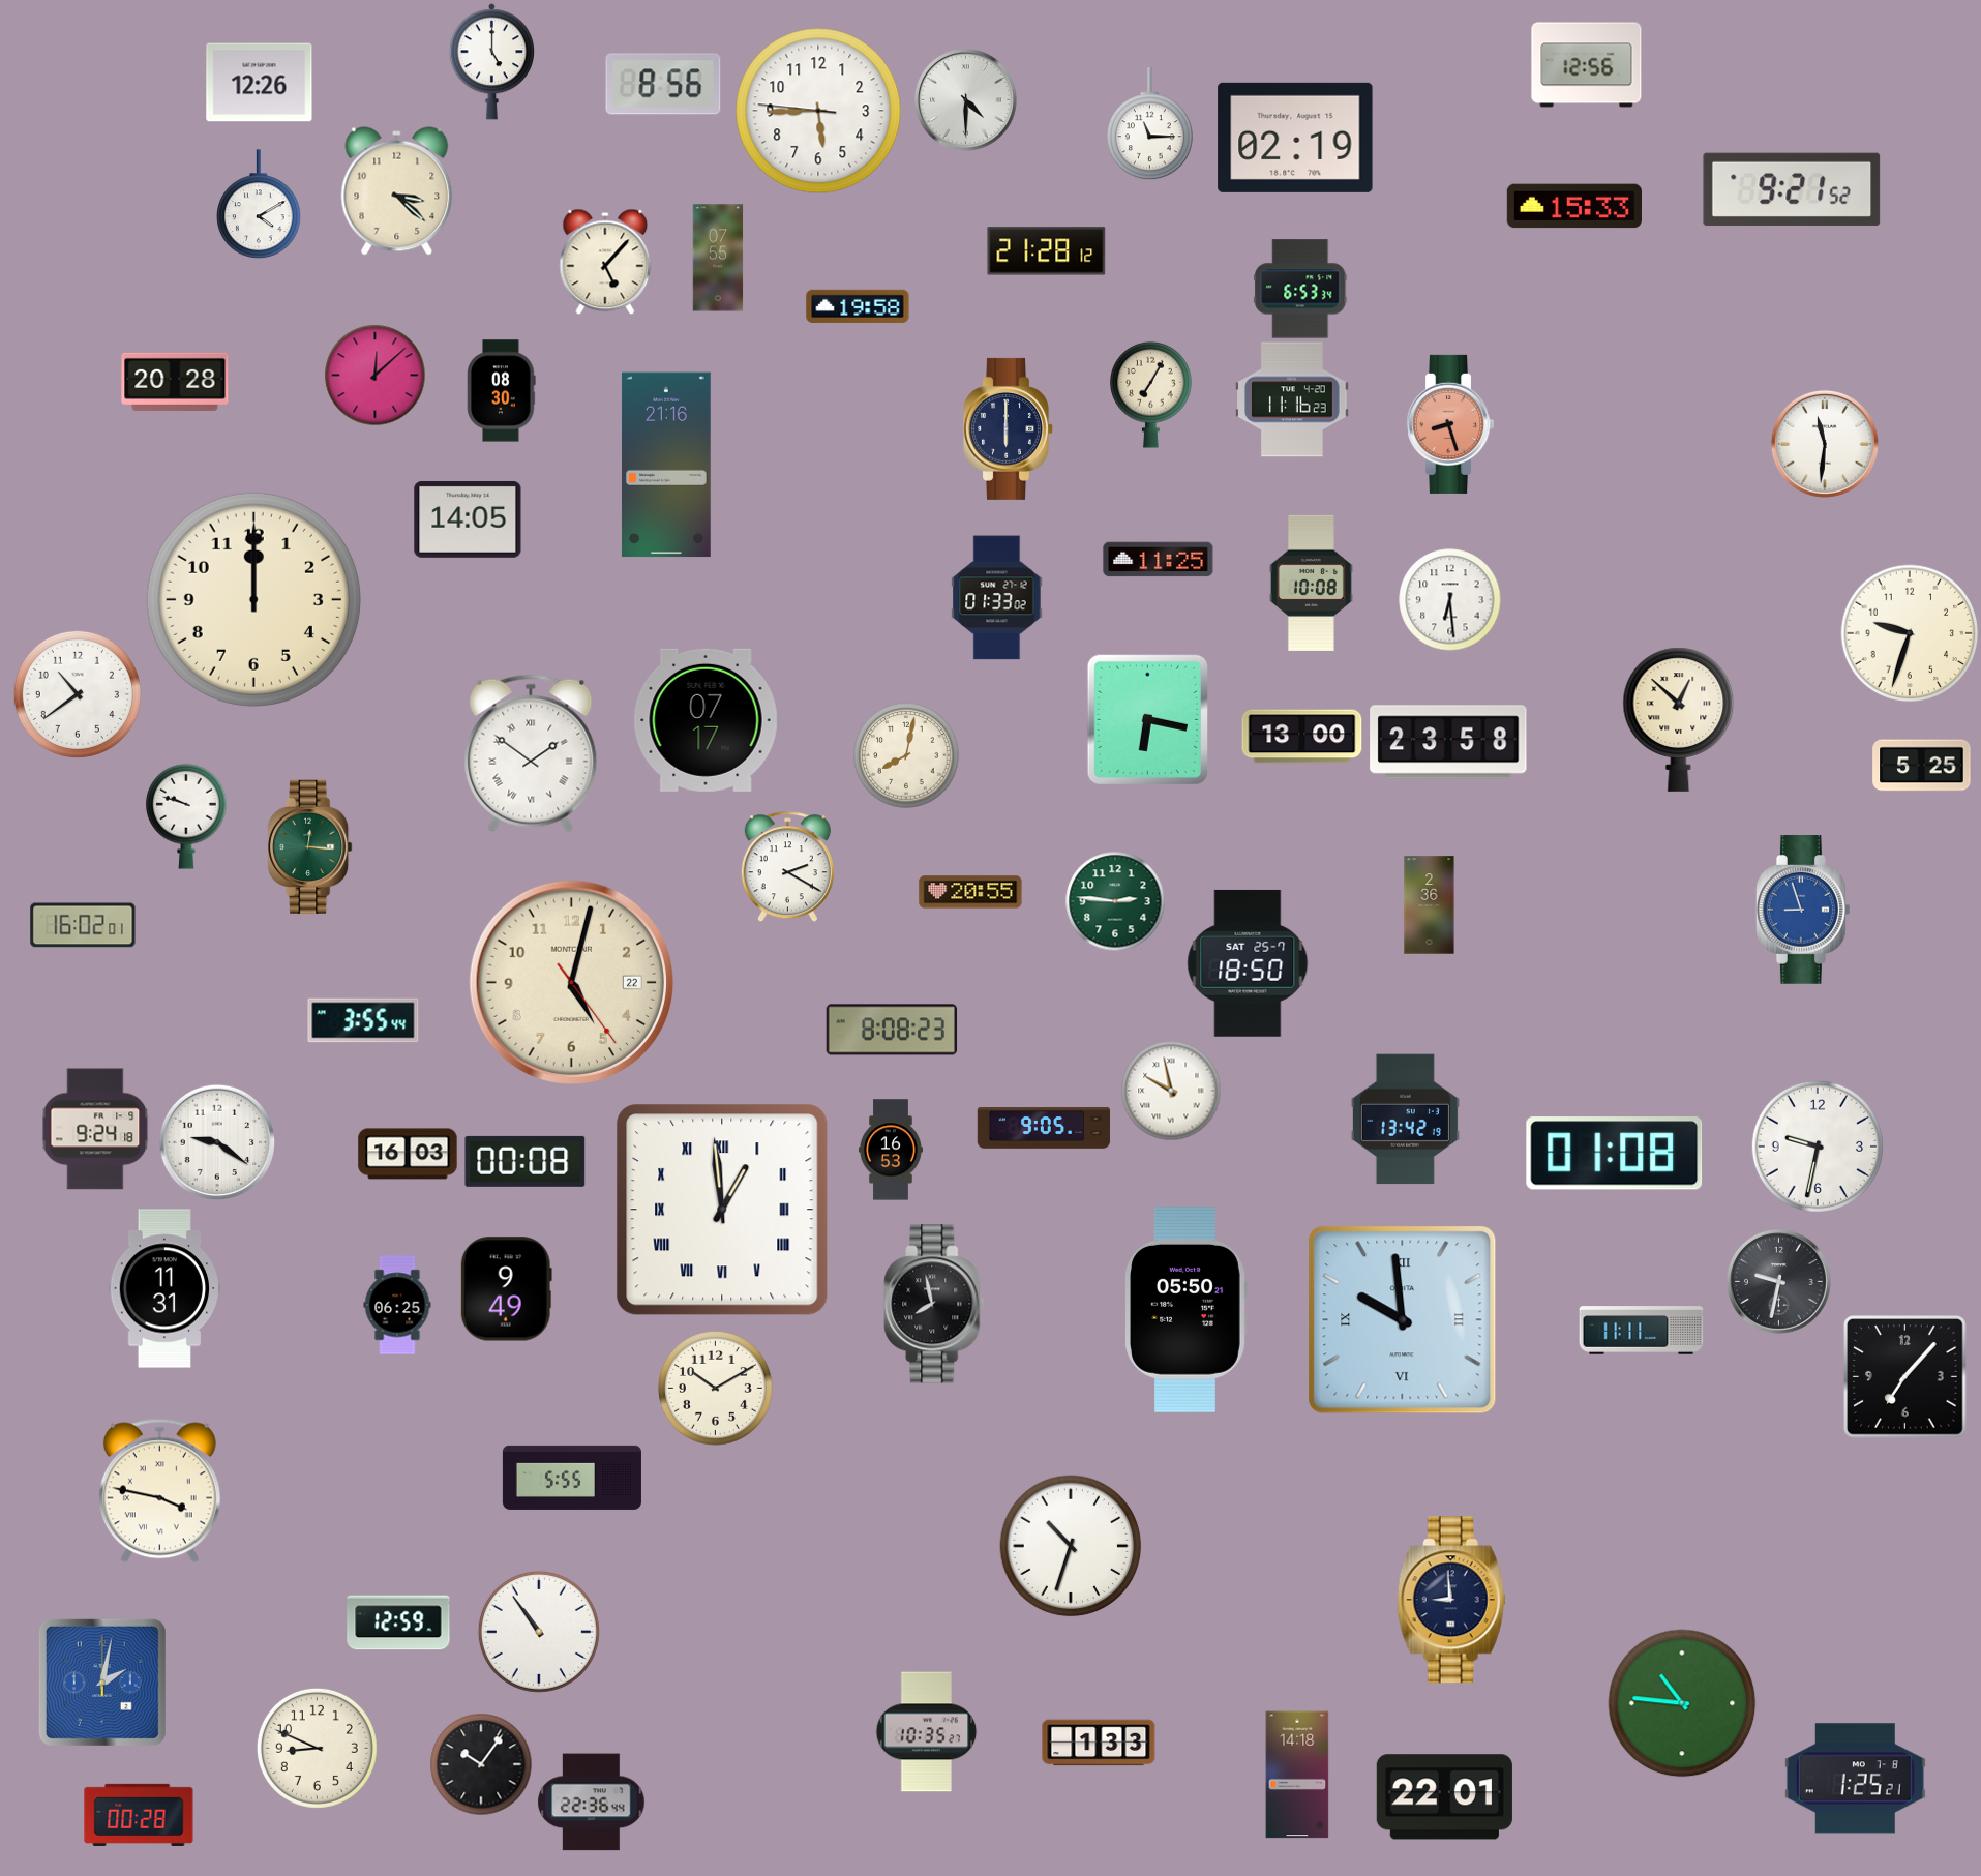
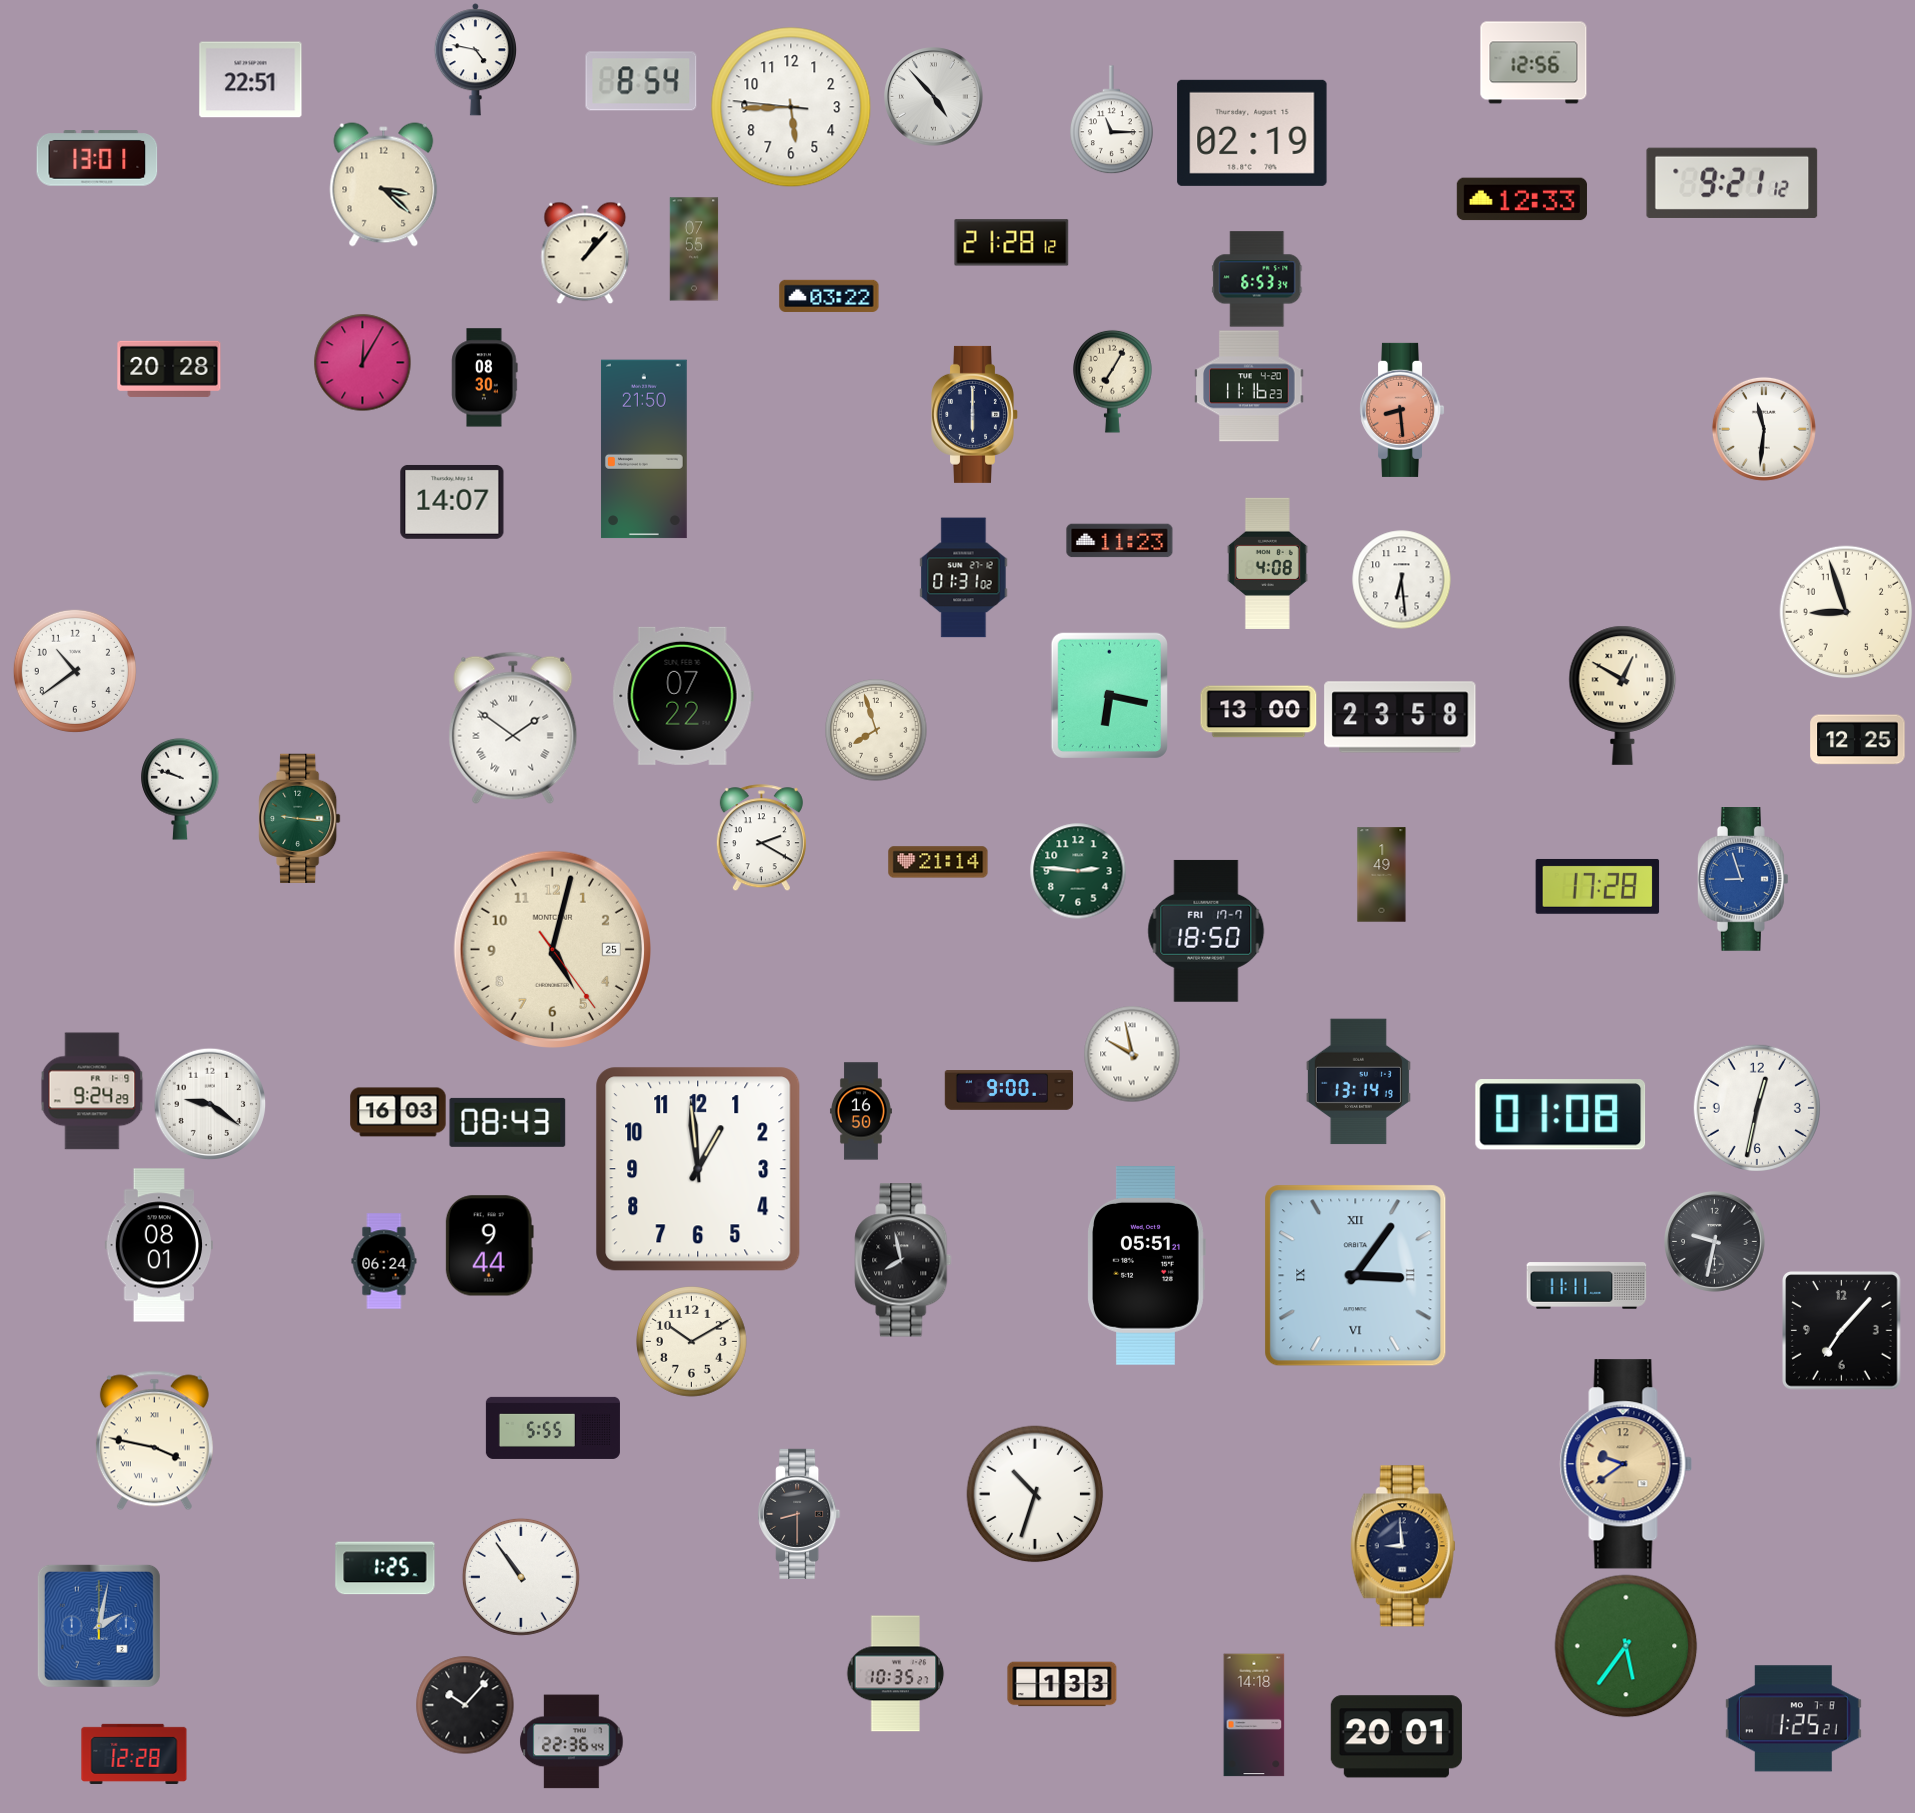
clock at (491, 62): 5:00 -> 4:47
clock at (260, 83): 12:26 -> 22:51
clock at (663, 84): 8:56 -> 8:54
clock at (966, 100): 4:30 -> 4:53
clock at (97, 158): none -> 13:01
clock at (1792, 189): 9:21:52 -> 9:21:12
clock at (259, 204): 4:10 -> none
clock at (1574, 206): 15:33 -> 12:33
clock at (605, 262): 5:07 -> 1:07
clock at (858, 306): 19:58 -> 03:22
clock at (374, 375): 12:08 -> 12:05
clock at (1450, 424): 8:27 -> 8:29
clock at (666, 465): 21:16 -> 21:50
clock at (468, 519): 14:05 -> 14:07
clock at (1159, 560): 11:25 -> 11:23
clock at (1311, 583): 10:08 -> 4:08
clock at (997, 598): 01:33 -> 01:31
clock at (253, 599): 12:00 -> none
clock at (1910, 633): 9:33 -> 8:57
clock at (1679, 719): 12:52 -> 12:50
clock at (707, 720): 07:17 -> 07:22
clock at (906, 755): 8:02 -> 7:57
clock at (1922, 766): 5:25 -> 12:25
clock at (310, 846): 12:16 -> 9:16
clock at (970, 892): 20:55 -> 21:14
clock at (1430, 905): 2:36 -> 1:49
clock at (1598, 886): none -> 17:28
clock at (83, 925): 16:02 -> none
clock at (1248, 963) date: SAT 25-7 -> FRI 17-7
clock at (571, 982) date: 22 -> 25
clock at (363, 1020): 3:55 -> none
clock at (892, 1030): 8:08 -> none
clock at (1405, 1120): 13:42 -> 13:14
clock at (1044, 1128): 9:05 -> 9:00
clock at (95, 1129): 9:24:18 -> 9:24:29
clock at (1818, 1147): 9:32 -> 12:32
clock at (891, 1150): 16:53 -> 16:50
clock at (408, 1154) position: (408, 1154) -> (398, 1112)
clock at (526, 1161): 00:08 -> 08:43
clock at (722, 1210) numerals: Roman -> Arabic
clock at (1779, 1282) position: (1779, 1282) -> (1715, 1242)
clock at (164, 1288): 11:31 -> 08:01
clock at (506, 1289): 9:49 -> 9:44
clock at (397, 1305): 06:25 -> 06:24
clock at (1185, 1310): 05:50 -> 05:51
clock at (1403, 1320): 9:59 -> 3:06
clock at (1626, 1464): none -> 9:39
clock at (799, 1514): none -> 8:30
clock at (398, 1622): 12:59 -> 1:25
clock at (1682, 1703): 10:46 -> 5:36
clock at (317, 1748): 8:49 -> none
clock at (481, 1764): 10:06 -> 10:07
clock at (1444, 1797): 22:01 -> 20:01
clock at (139, 1815): 00:28 -> 12:28
